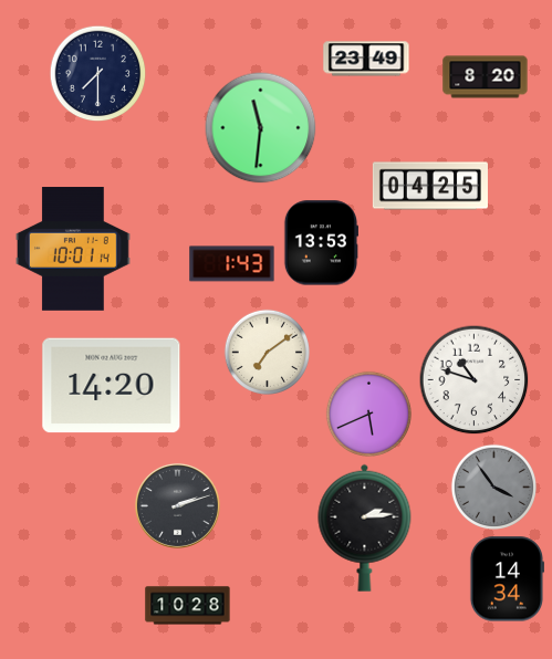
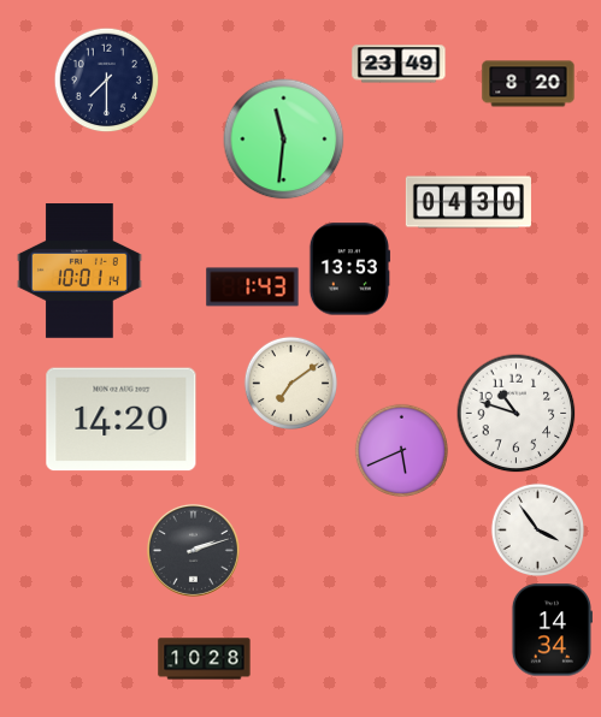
clock at (430, 186): 04:25 -> 04:30
clock at (320, 243) position: (320, 243) -> (348, 269)
clock at (493, 487) dial: grey -> white
clock at (365, 527): 2:14 -> none
